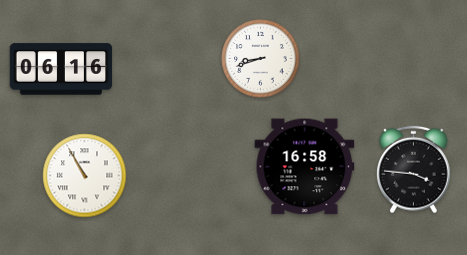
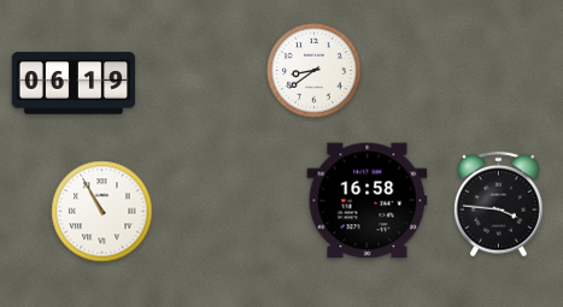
clock at (261, 59): 8:42 -> 8:39
clock at (61, 69): 06:16 -> 06:19
